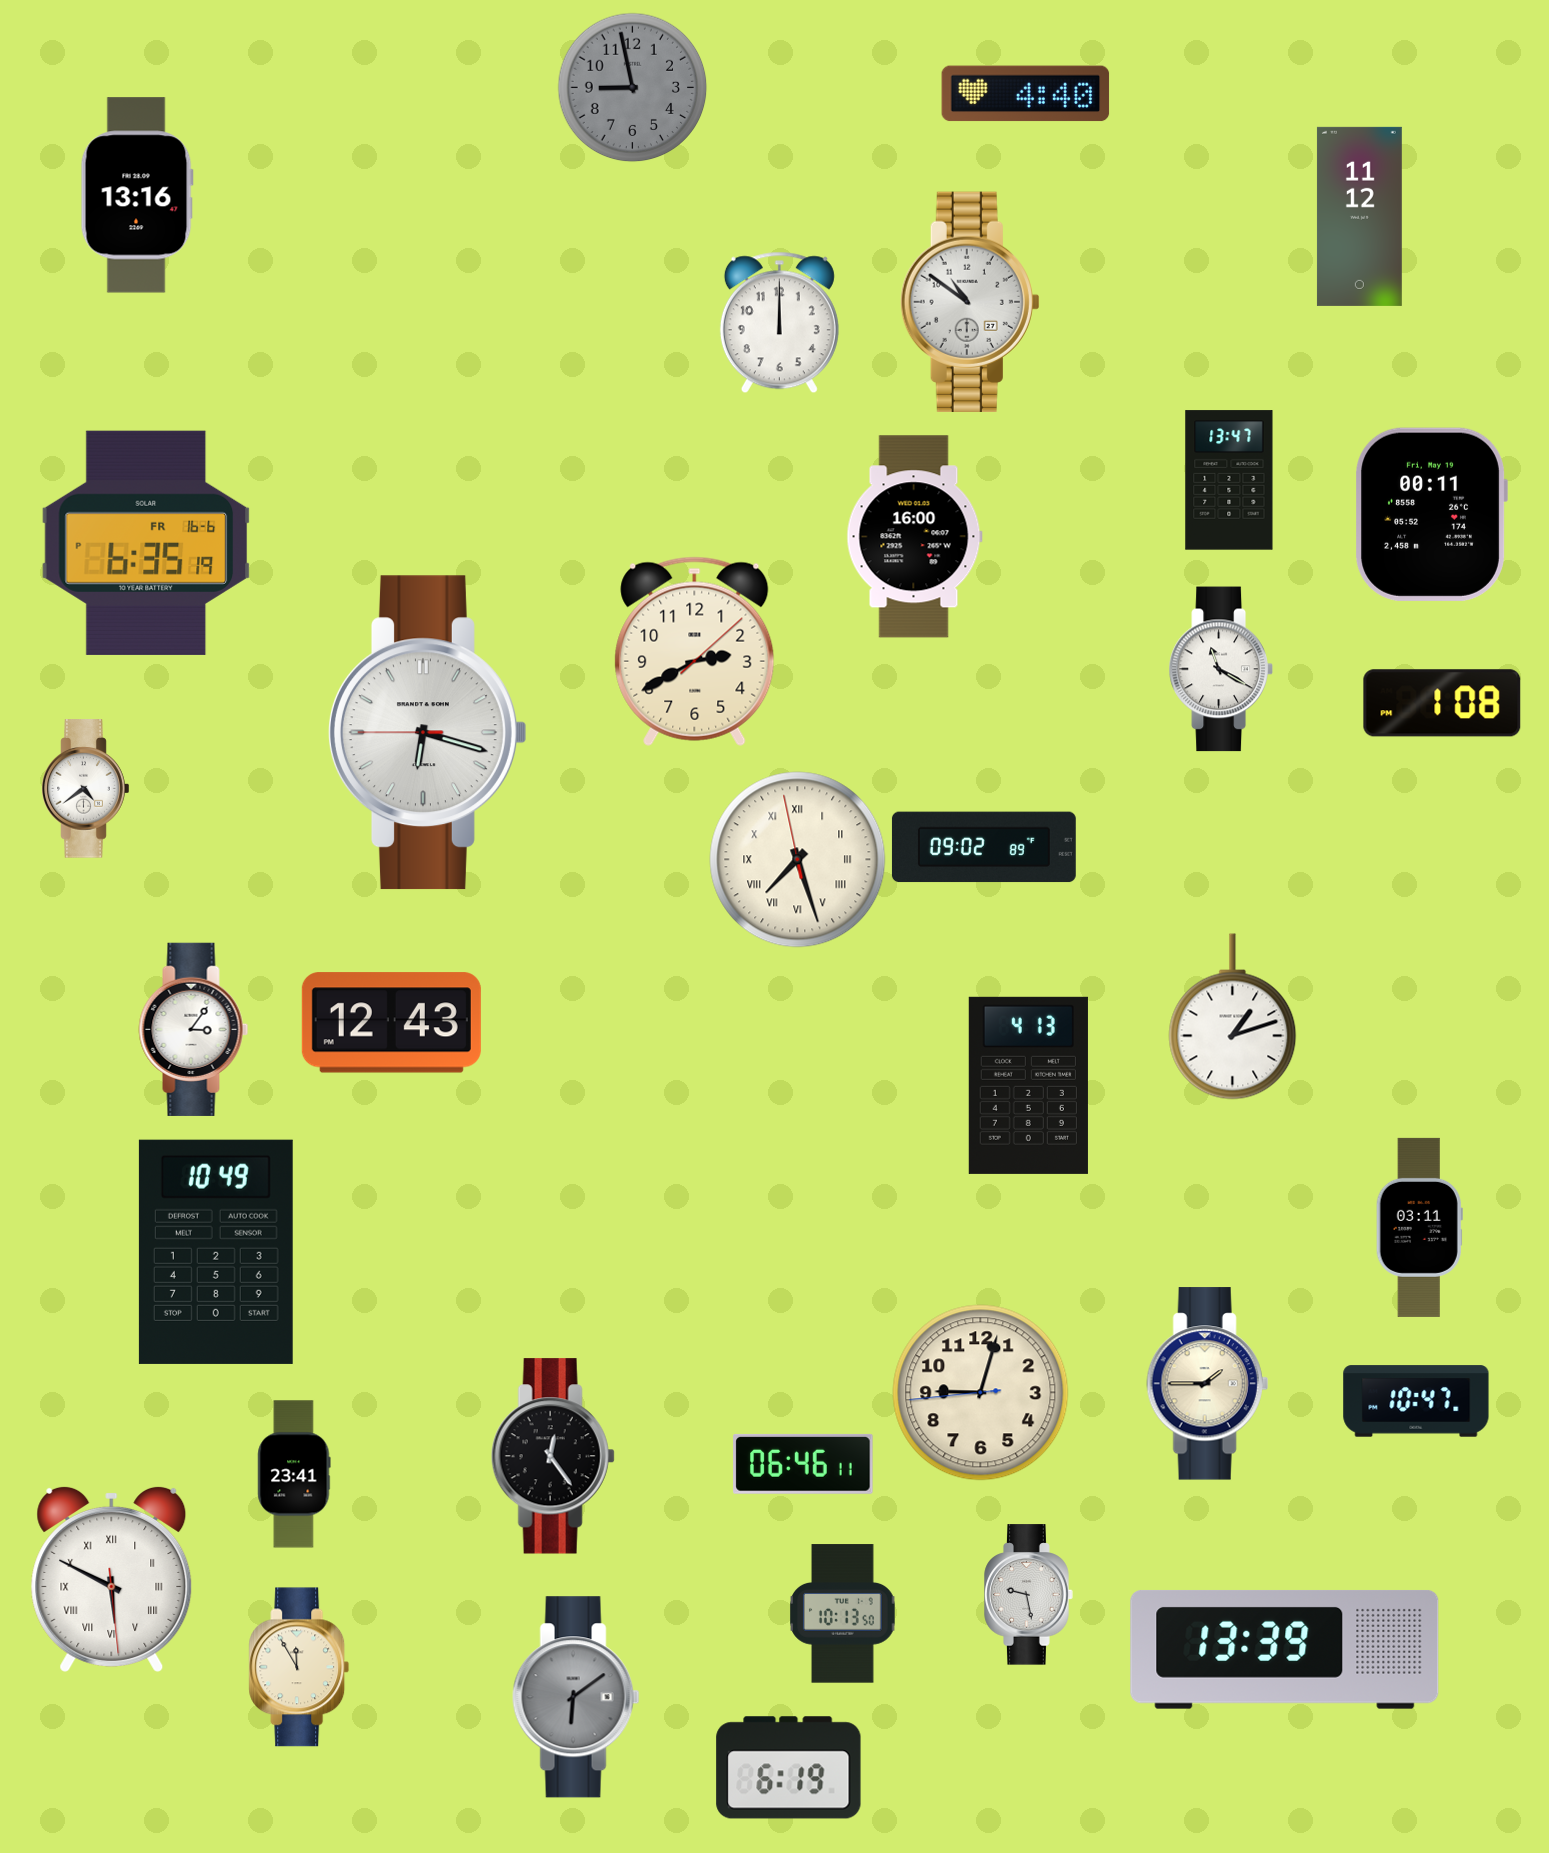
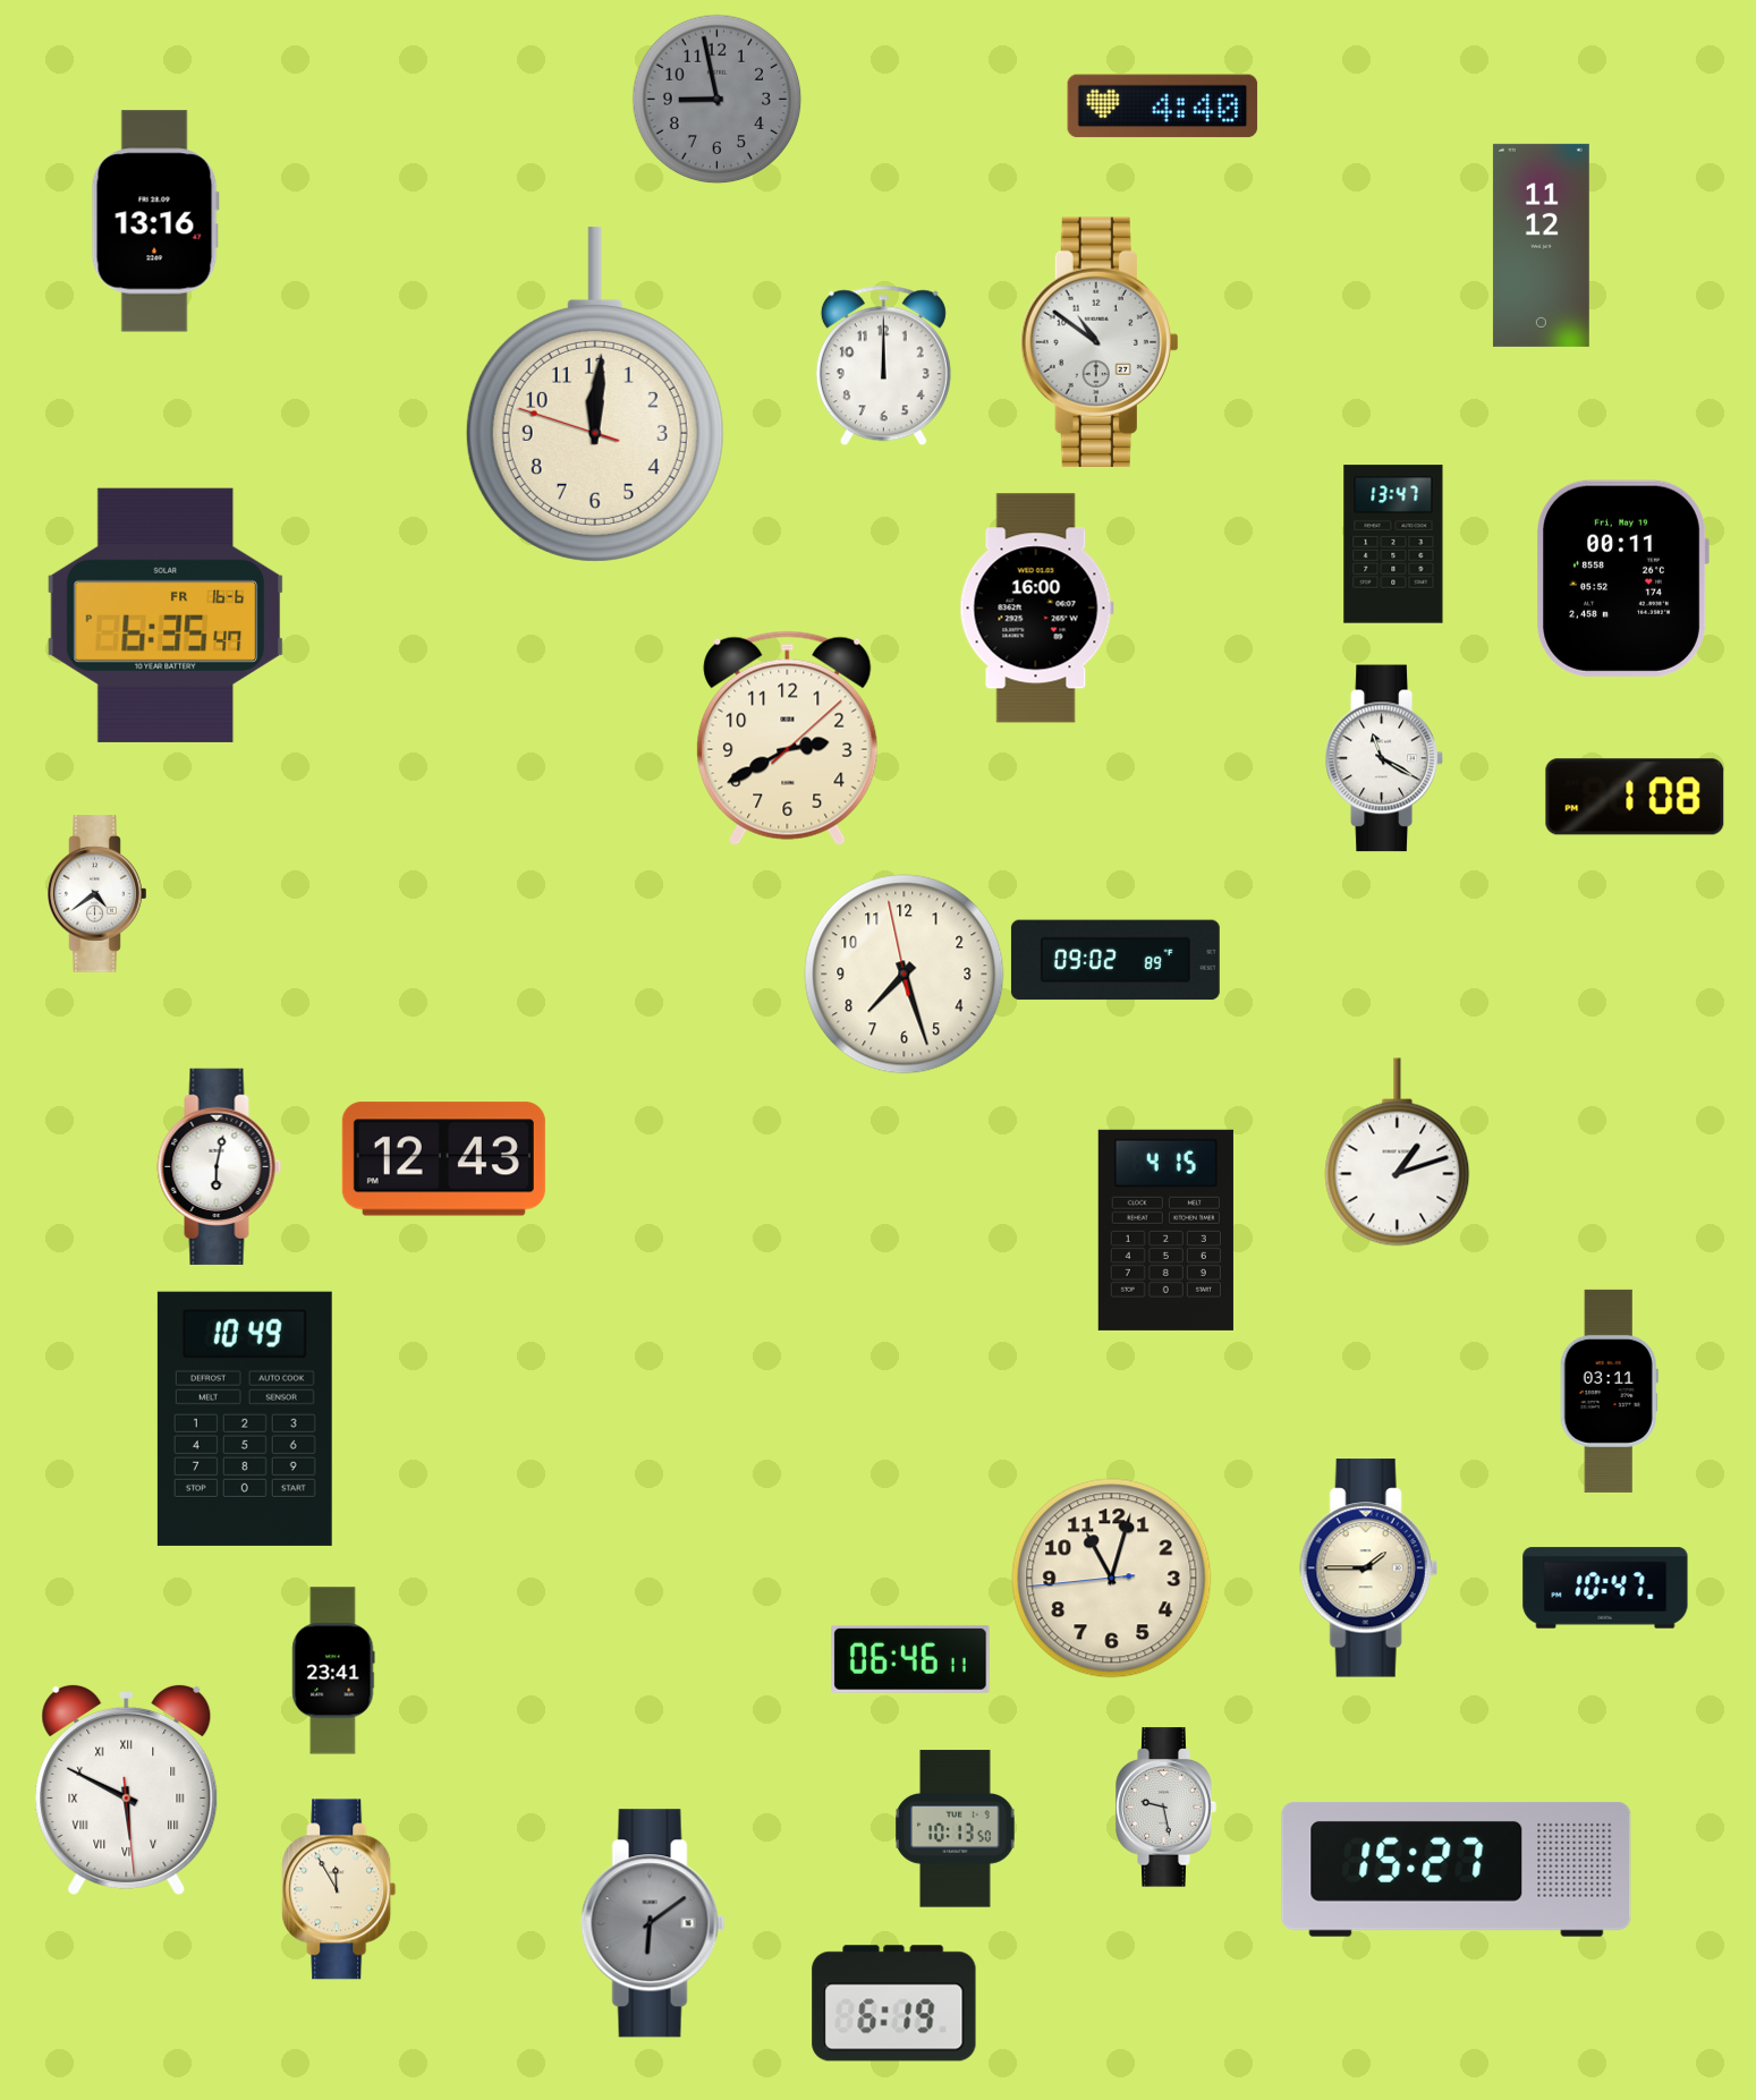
clock at (595, 394): none -> 12:00
clock at (1431, 514) position: (1431, 514) -> (1622, 578)
clock at (146, 543): 6:35:19 PM -> 6:35:47 PM
clock at (427, 733): 6:17 -> none
clock at (798, 860) numerals: Roman -> Arabic
clock at (194, 1029): 3:06 -> 6:02
clock at (1028, 1085): 4:13 -> 4:15
clock at (981, 1393): 9:02 -> 11:02
clock at (553, 1456): 12:24 -> none
clock at (1285, 1650): 13:39 -> 15:27
